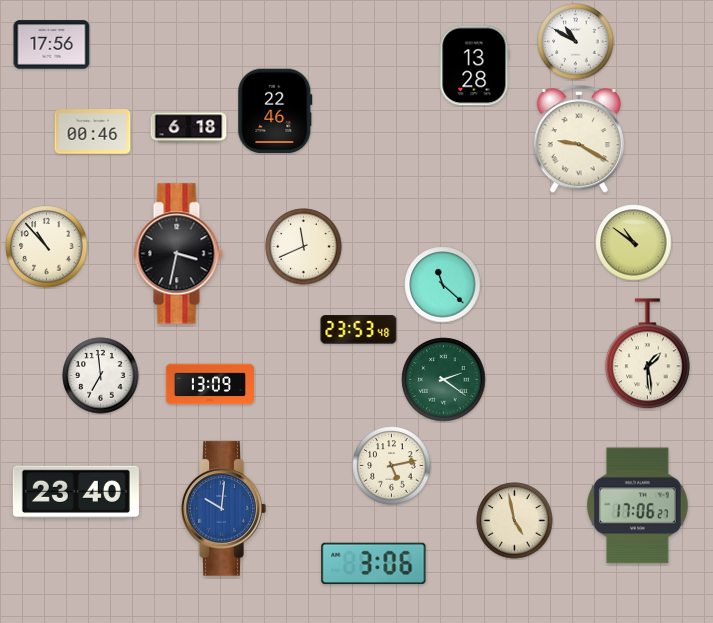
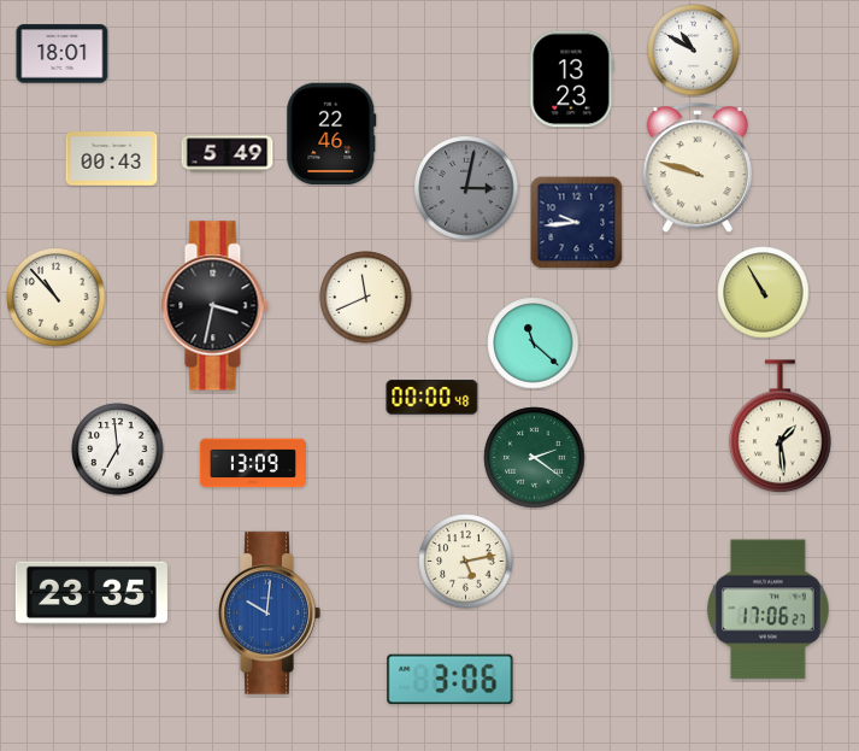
clock at (52, 45): 17:56 -> 18:01
clock at (475, 66): 13:28 -> 13:23
clock at (189, 128): 6:18 -> 5:49
clock at (93, 132): 00:46 -> 00:43
clock at (578, 140): 9:20 -> 9:48
clock at (466, 188): none -> 3:02
clock at (576, 222): none -> 9:44
clock at (634, 243): 10:51 -> 10:55
clock at (359, 330): 23:53 -> 00:00
clock at (101, 376) position: (101, 376) -> (118, 450)
clock at (392, 466) position: (392, 466) -> (466, 562)
clock at (76, 492): 23:40 -> 23:35
clock at (515, 521): 4:58 -> none
